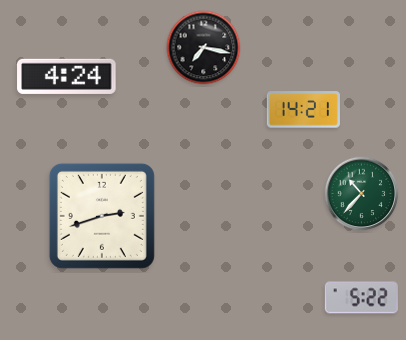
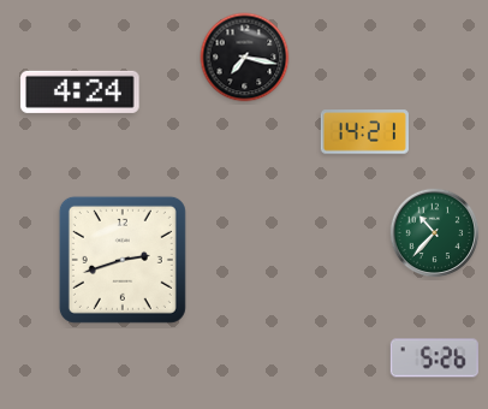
clock at (361, 298): 5:22 -> 5:26
